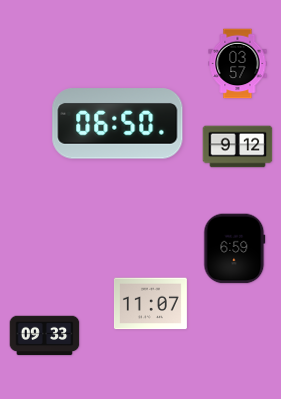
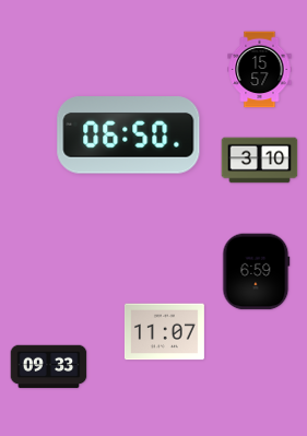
clock at (238, 64): 03:57 -> 15:57
clock at (238, 147): 9:12 -> 3:10
